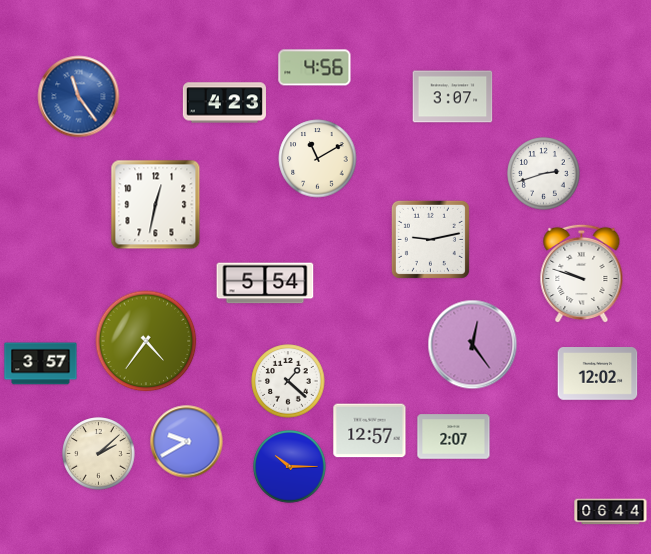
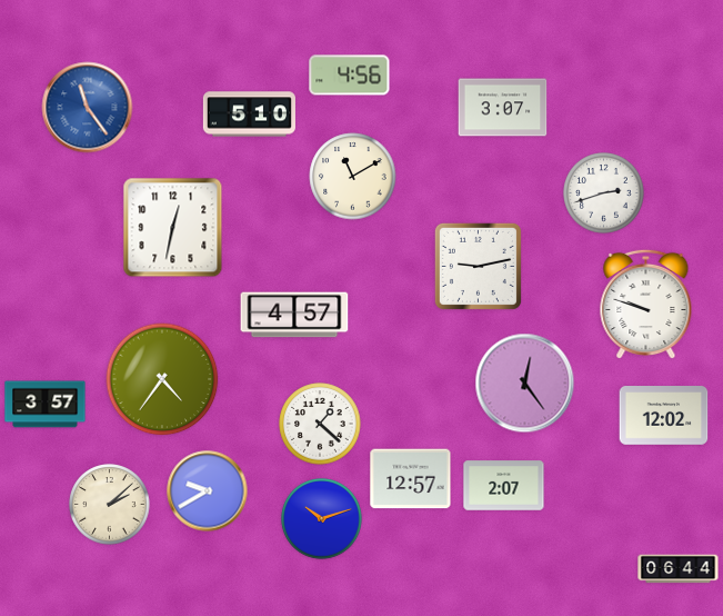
clock at (224, 103): 4:23 -> 5:10
clock at (265, 283): 5:54 -> 4:57
clock at (290, 467): 10:15 -> 10:12
